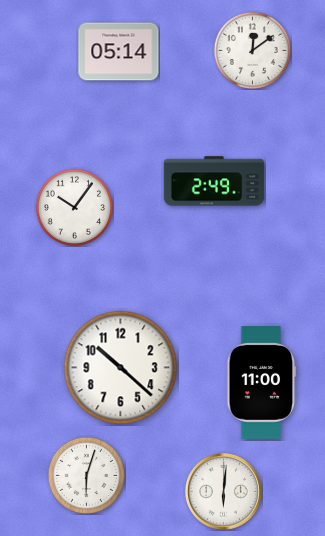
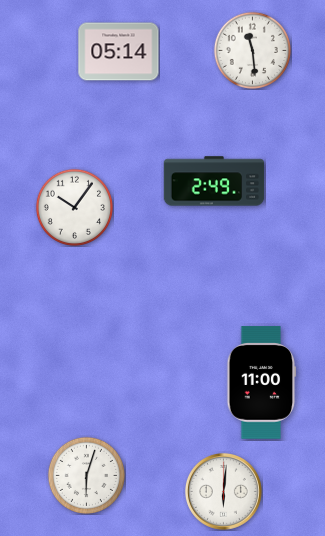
clock at (252, 50): 12:09 -> 11:29
clock at (121, 368): 10:22 -> none
